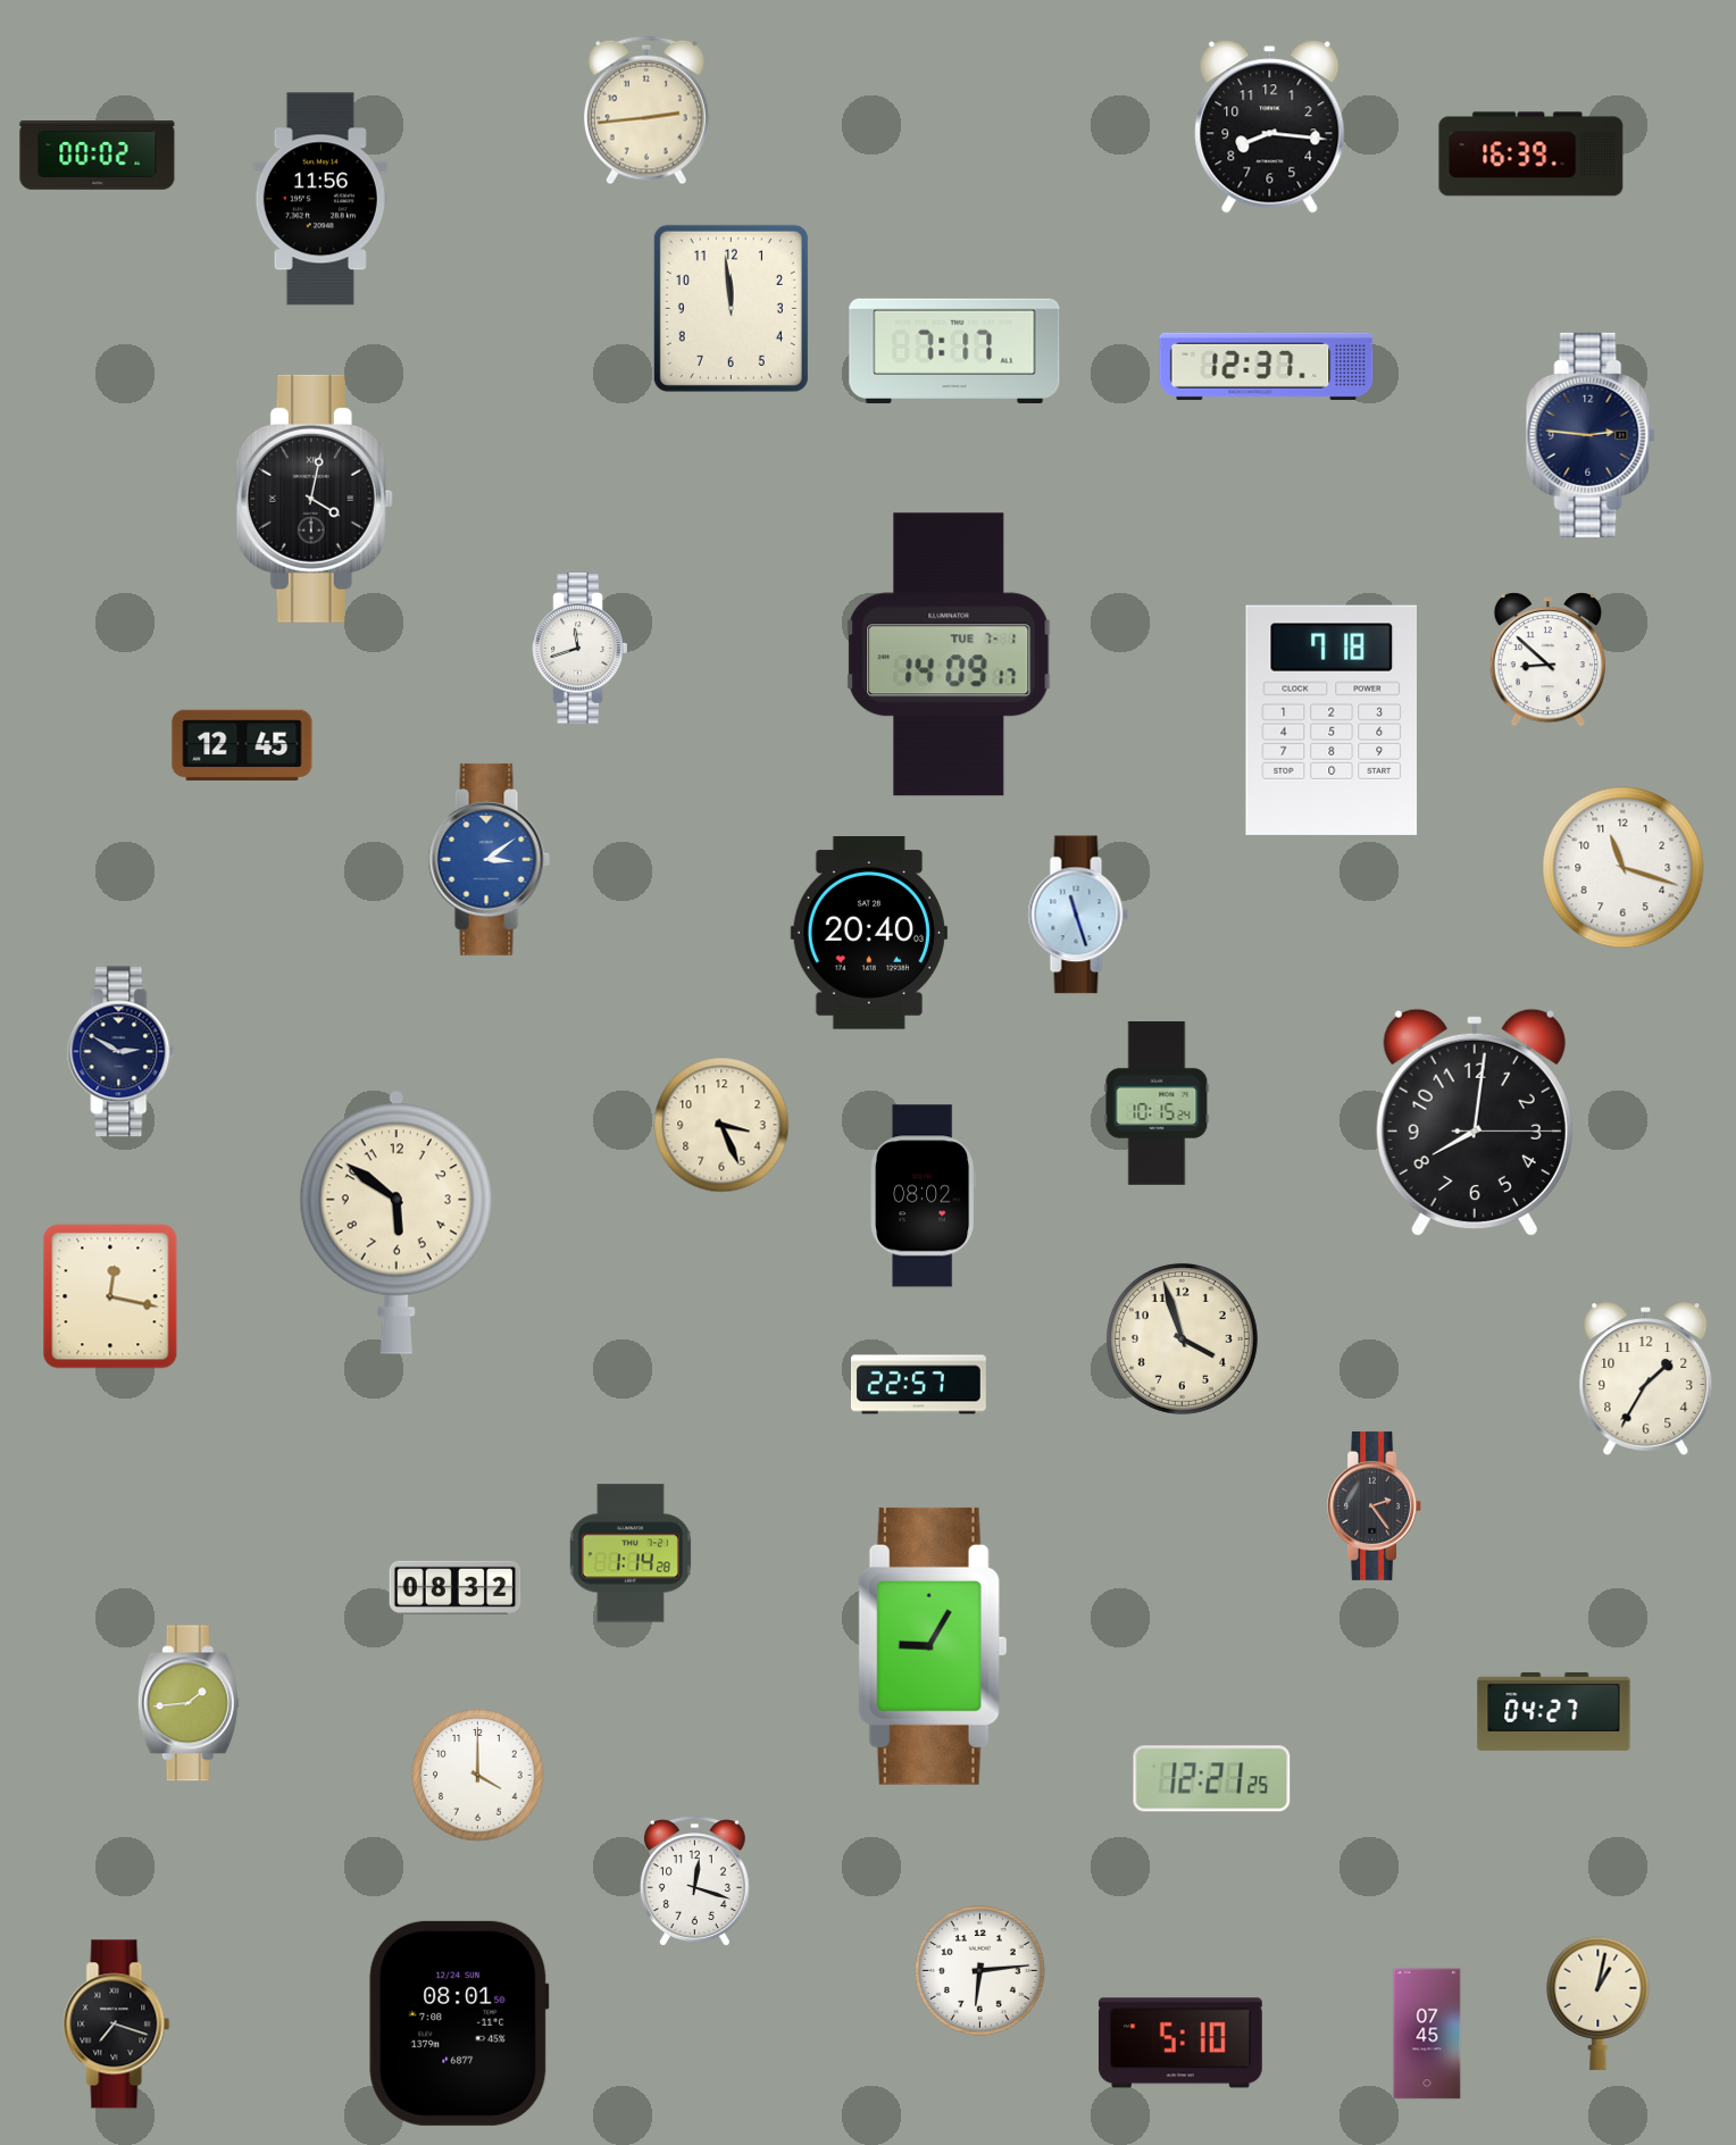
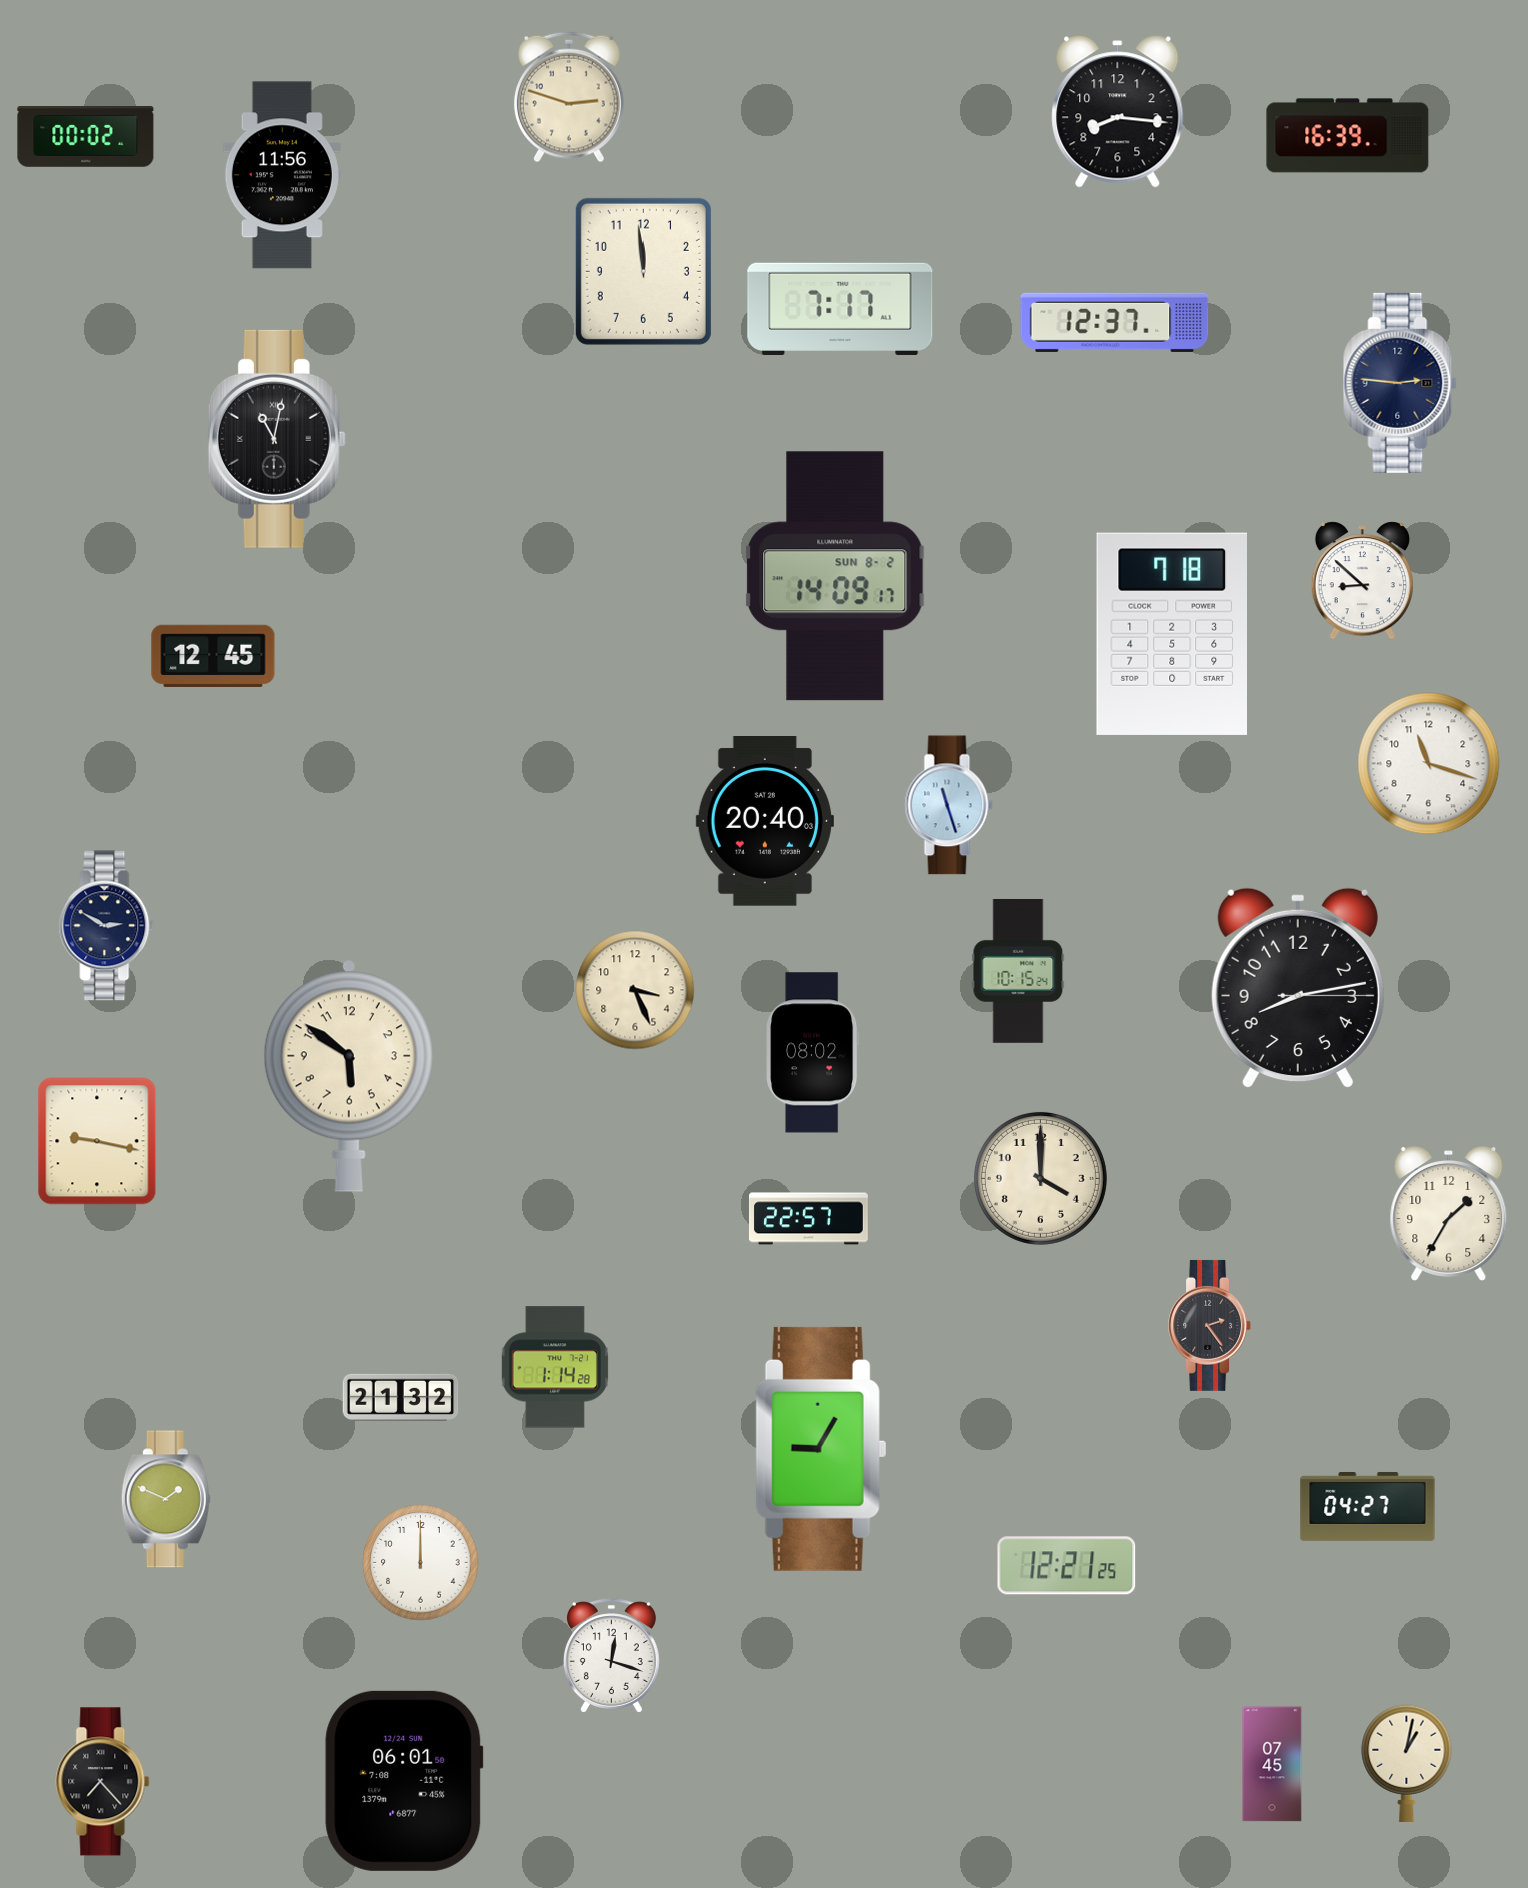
clock at (646, 110): 2:44 -> 2:48
clock at (315, 499): 4:02 -> 11:02
clock at (581, 649): 11:42 -> none
clock at (949, 654) date: TUE 7-1 -> SUN 8-2
clock at (489, 859): 3:09 -> none
clock at (1475, 1122): 8:01 -> 8:13
clock at (110, 1296): 12:17 -> 9:17
clock at (1182, 1338): 3:57 -> 4:00
clock at (456, 1587): 08:32 -> 21:32
clock at (189, 1703): 1:44 -> 1:49
clock at (478, 1776): 4:00 -> 12:00
clock at (980, 1971): 6:14 -> none
clock at (459, 2023): 08:01 -> 06:01
clock at (117, 2025): 7:18 -> 7:23
clock at (1427, 2034) position: (1427, 2034) -> (1272, 1764)
clock at (1180, 2043): 5:10 -> none
